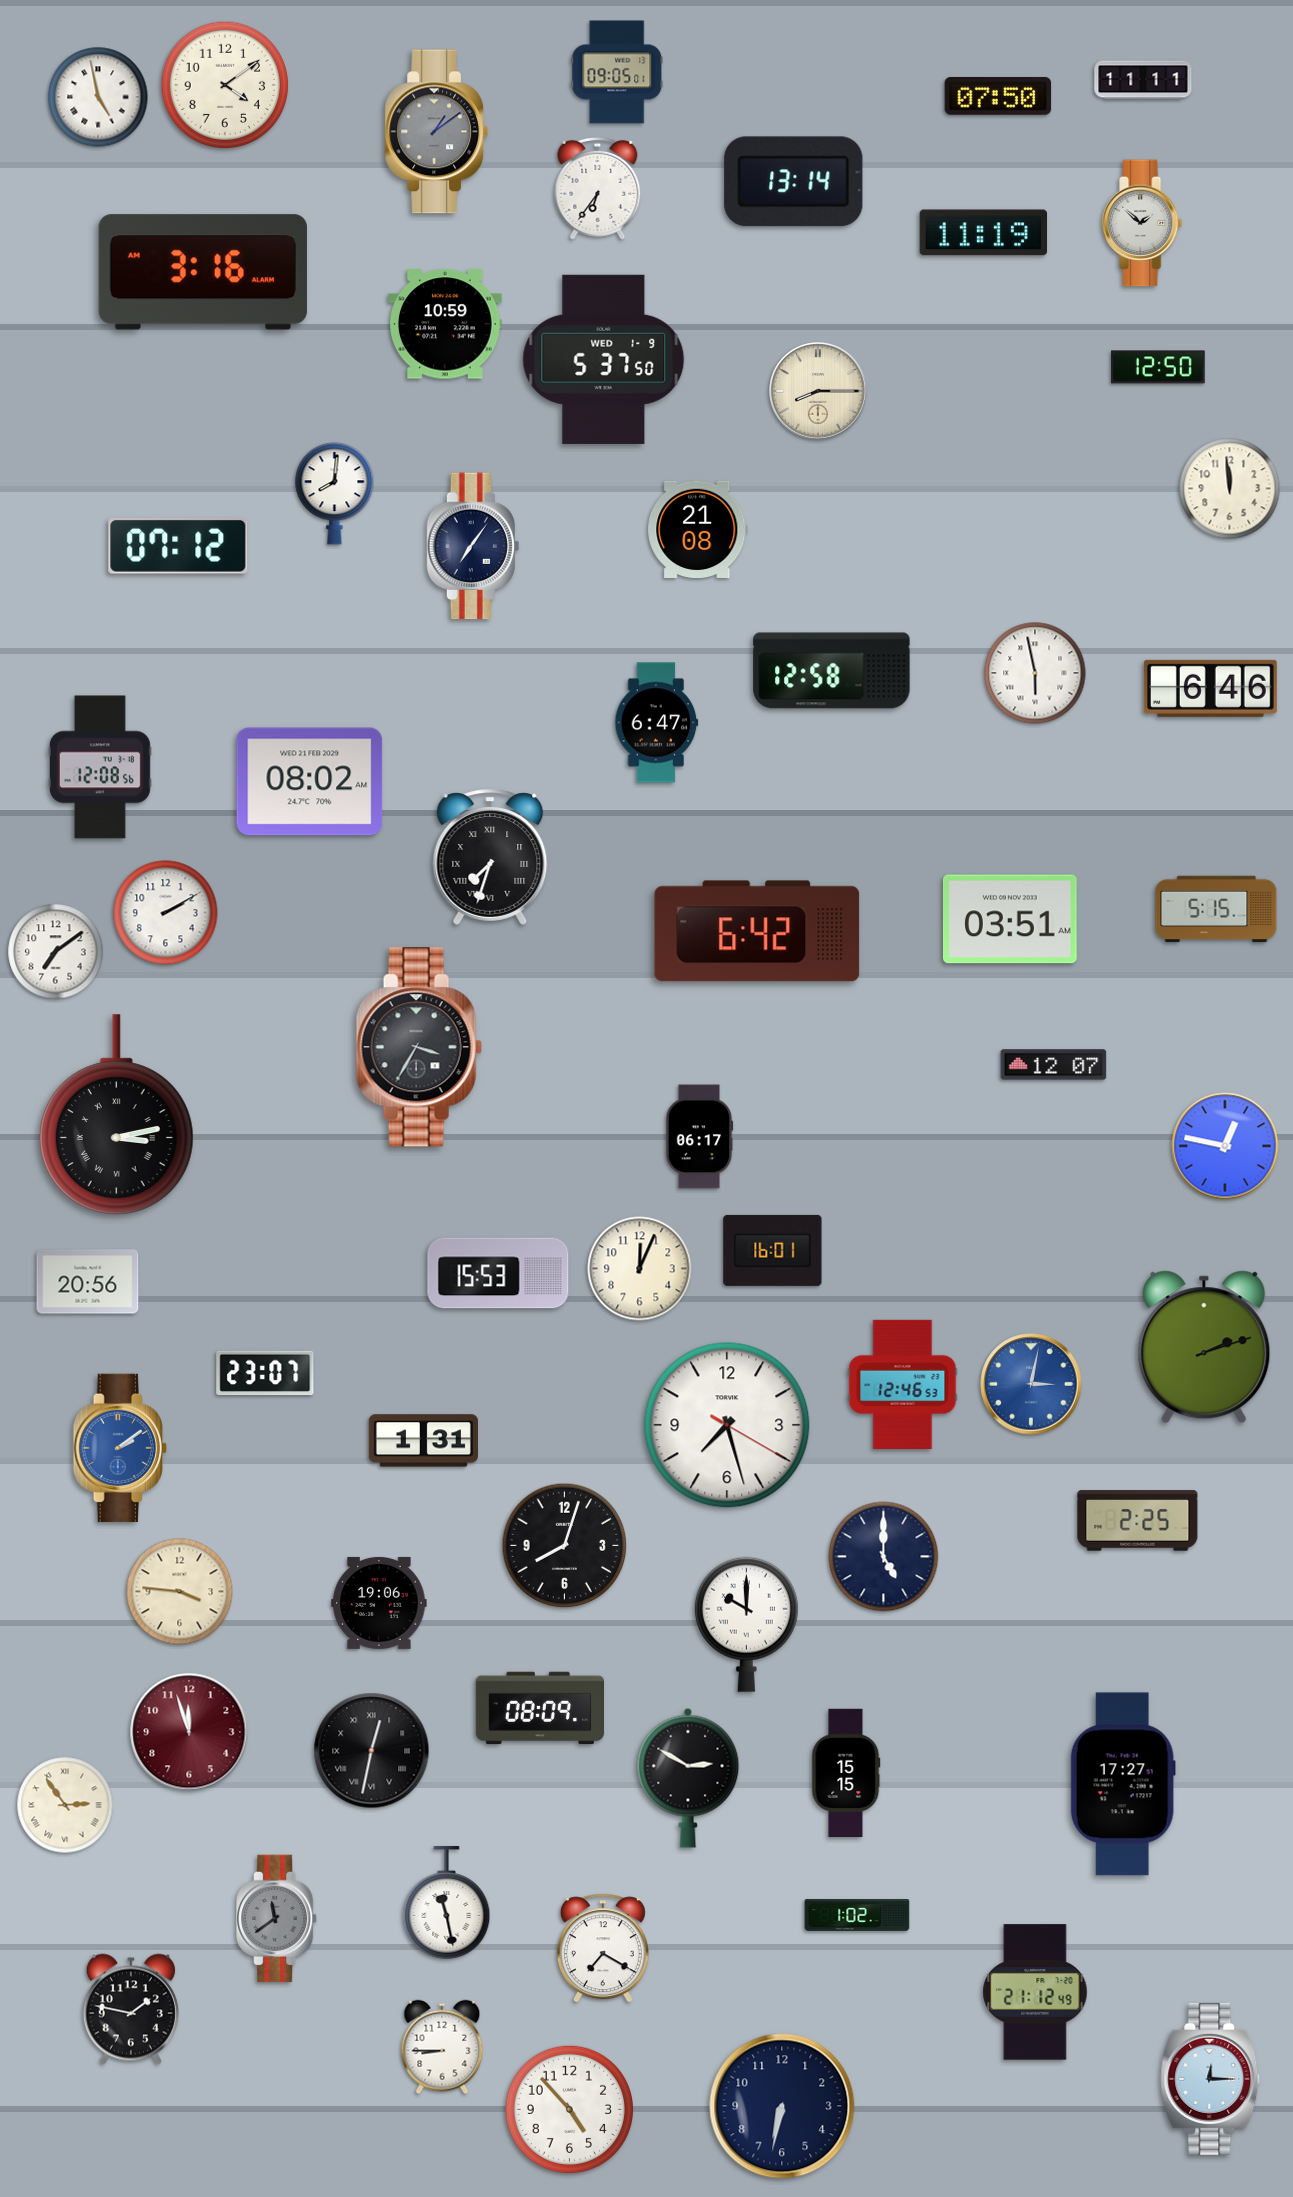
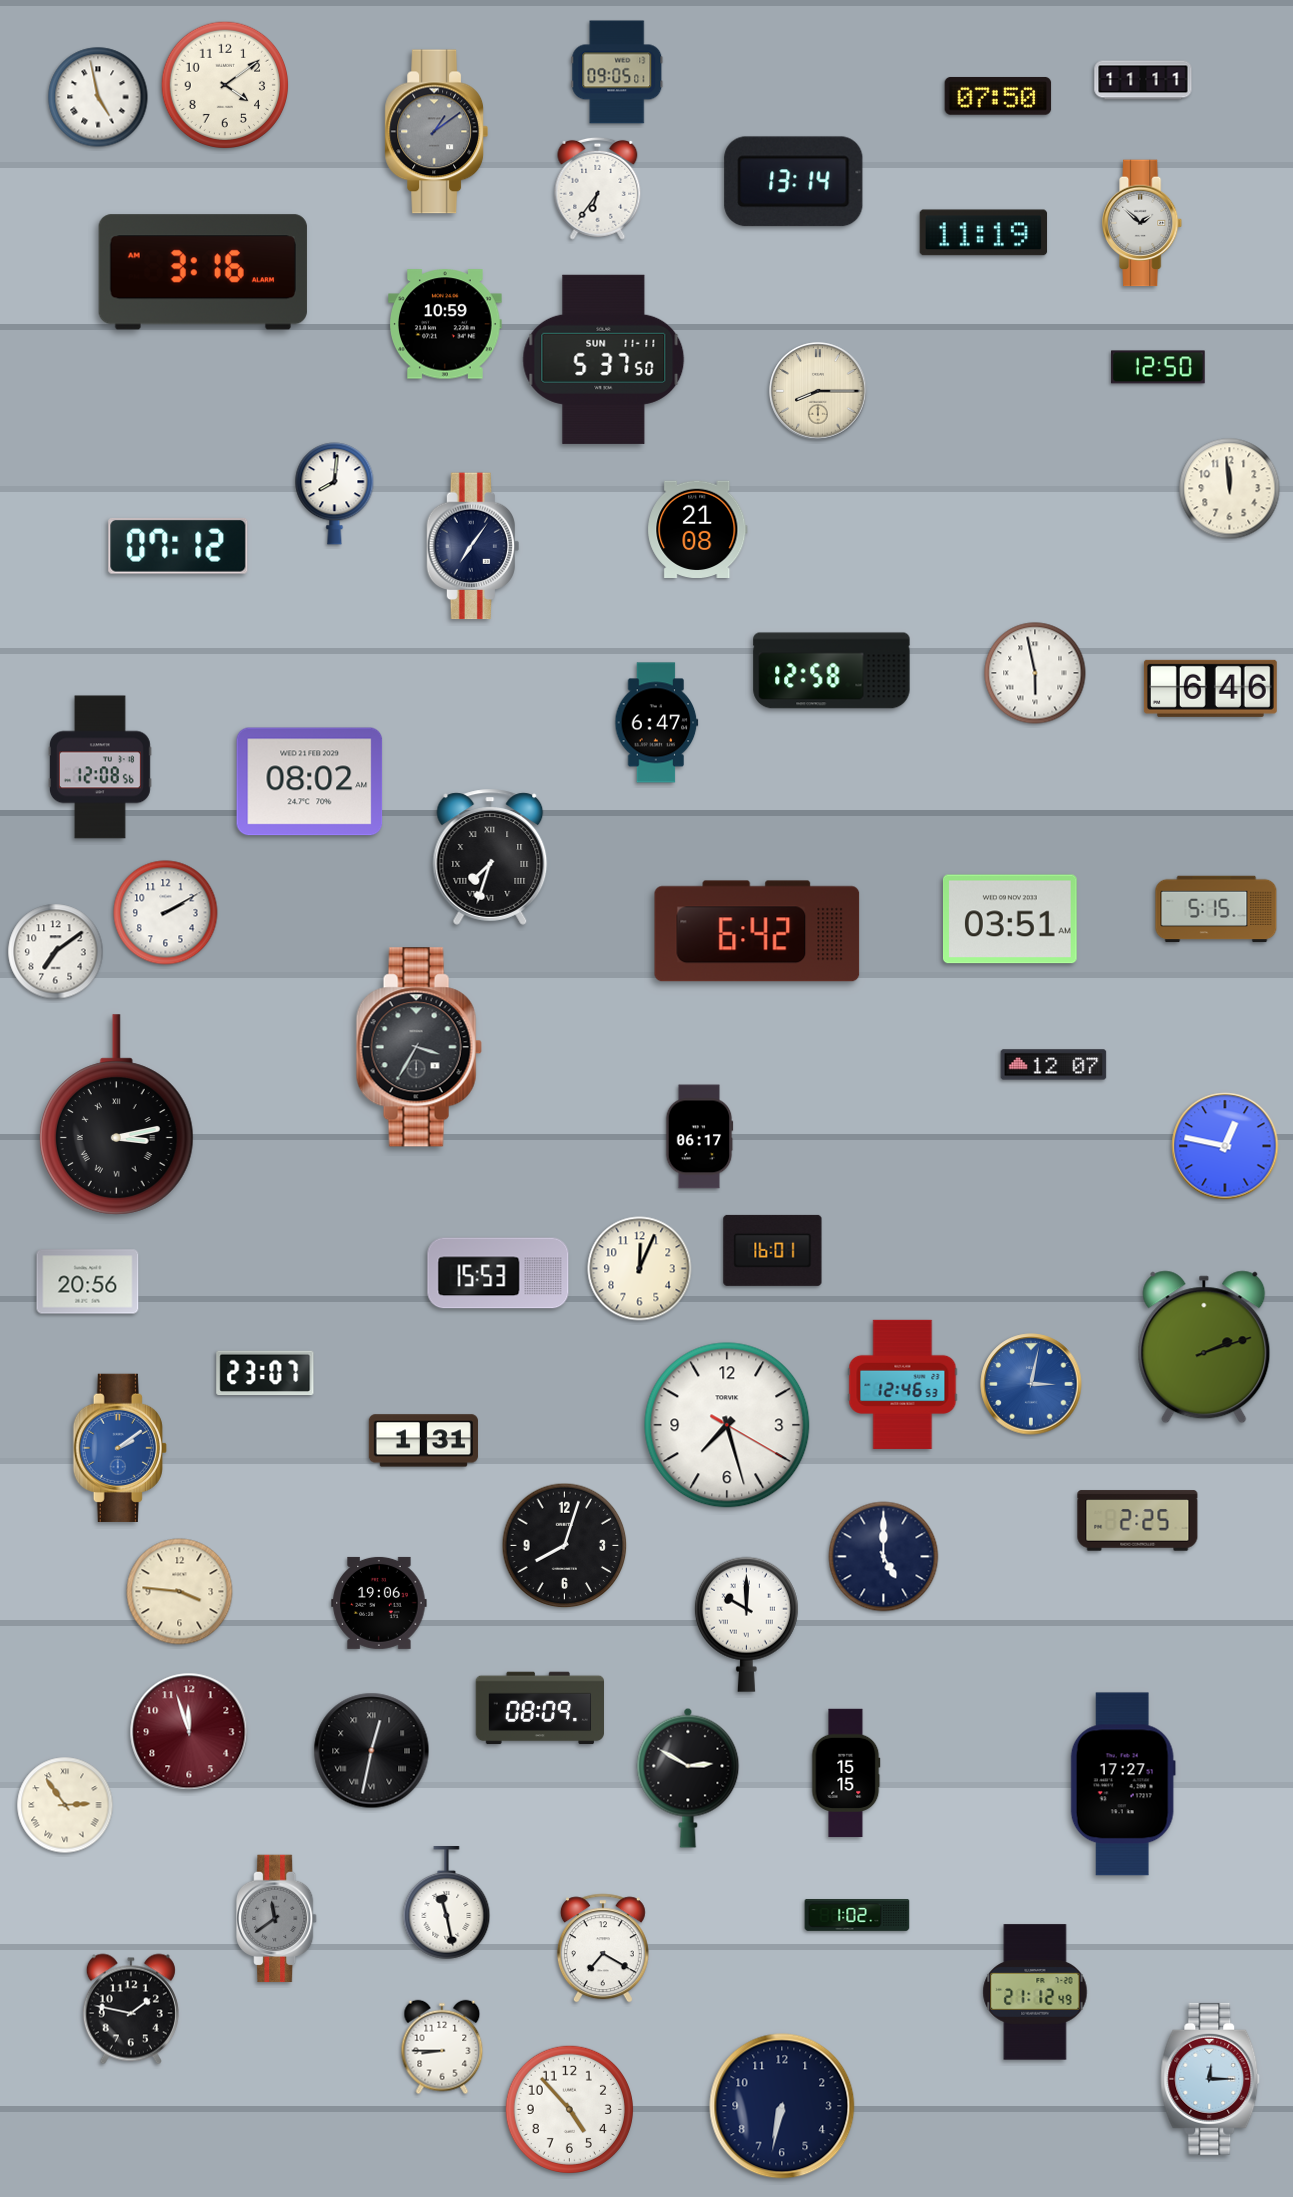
clock at (604, 359) date: WED 1-9 -> SUN 11-11
